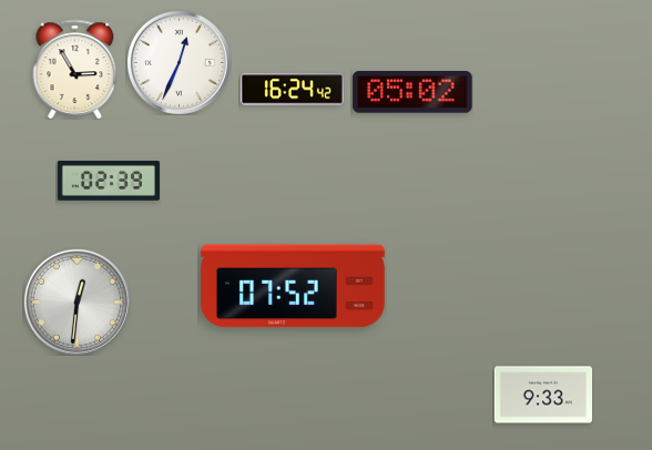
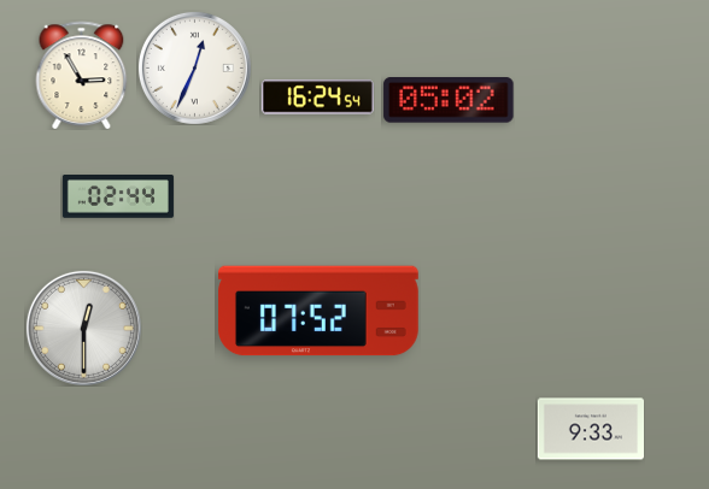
clock at (292, 90): 16:24:42 -> 16:24:54
clock at (109, 181): 02:39 -> 02:44
clock at (77, 301): 12:31 -> 12:30
